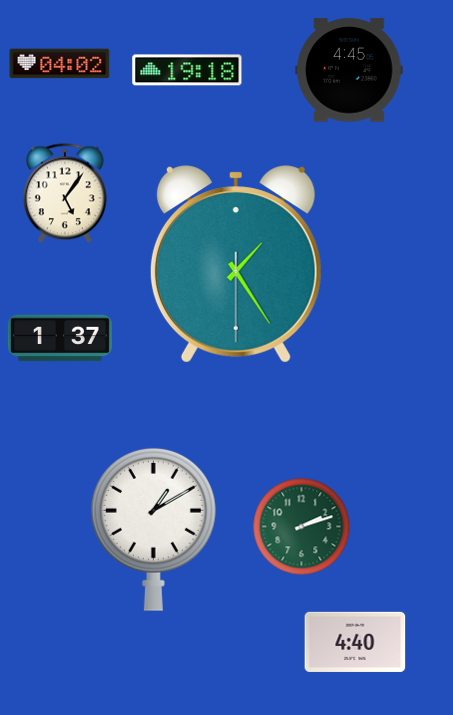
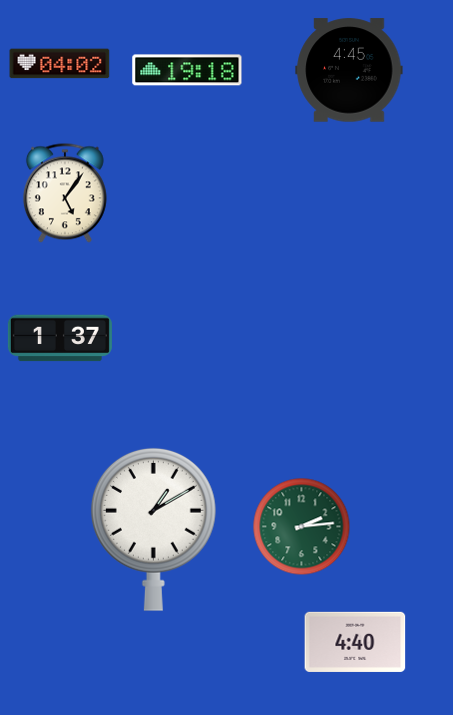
clock at (236, 264): 1:24 -> none
clock at (302, 527): 2:12 -> 2:14
